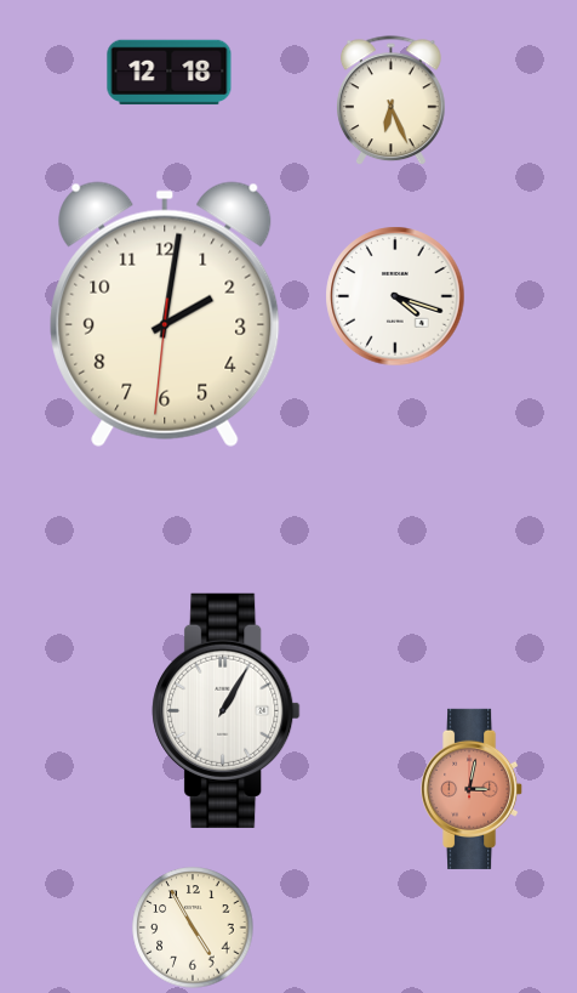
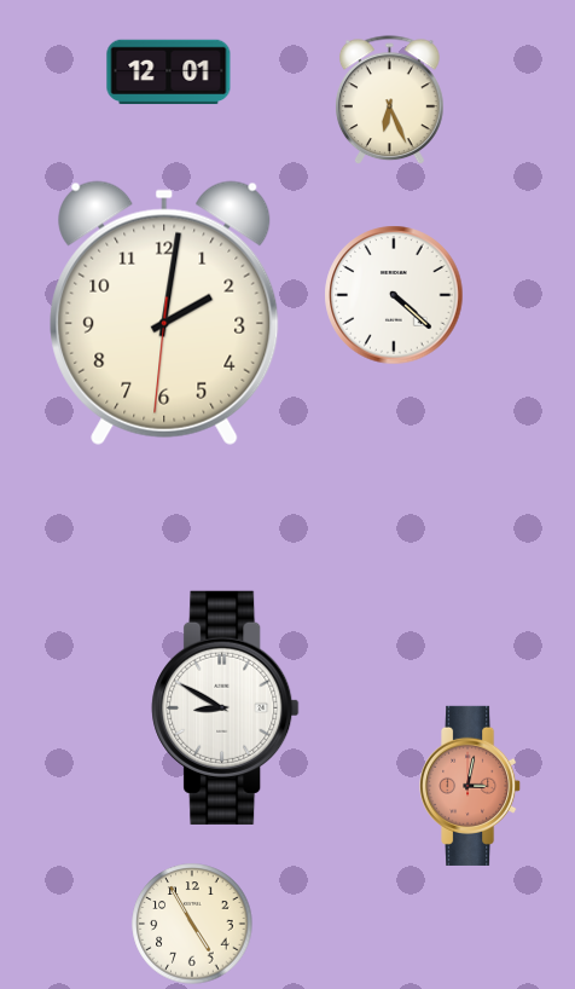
clock at (170, 73): 12:18 -> 12:01
clock at (395, 296): 4:18 -> 4:22
clock at (227, 710): 1:05 -> 8:50
